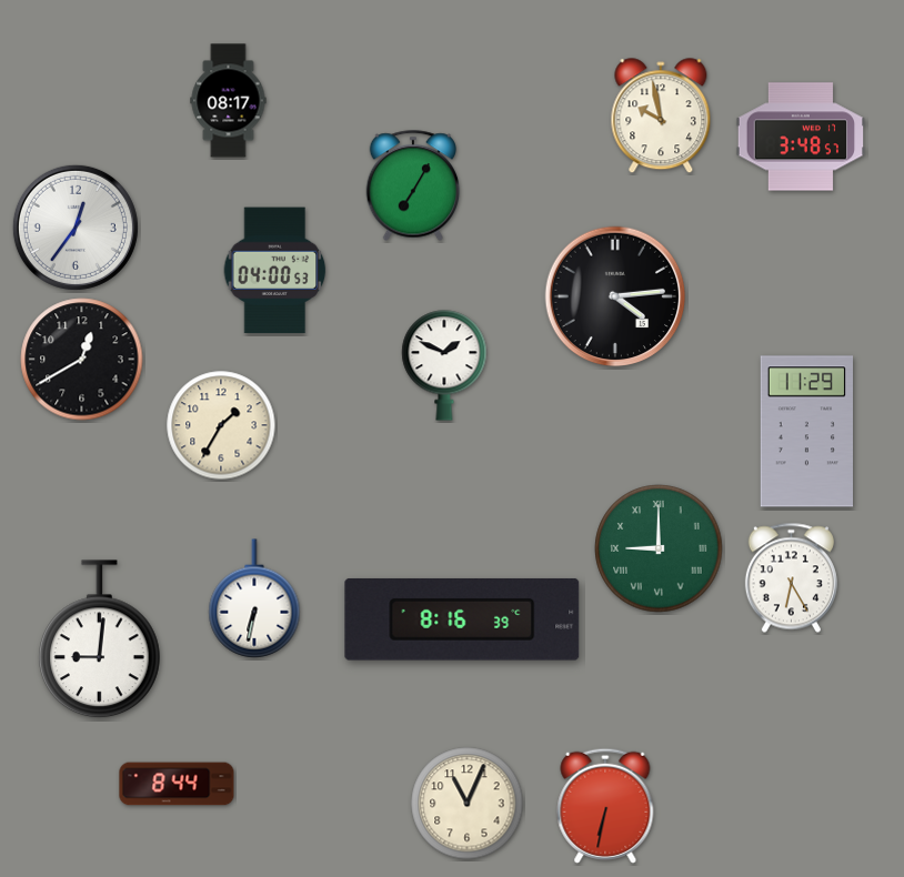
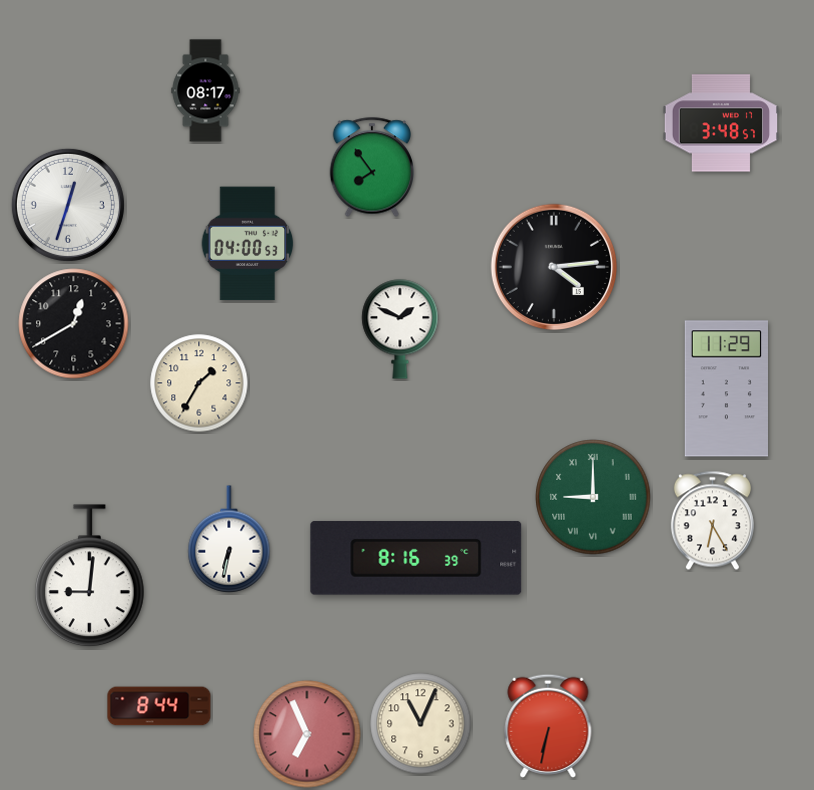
clock at (661, 117): 9:58 -> none
clock at (413, 185): 7:05 -> 7:54
clock at (76, 228): 12:36 -> 12:33
clock at (659, 548) position: (659, 548) -> (593, 497)
clock at (605, 806) position: (605, 806) -> (548, 726)
clock at (307, 734): none -> 6:56
